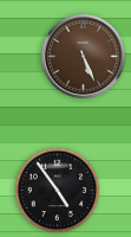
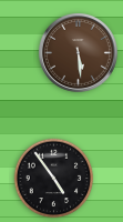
clock at (83, 56): 5:26 -> 5:29
